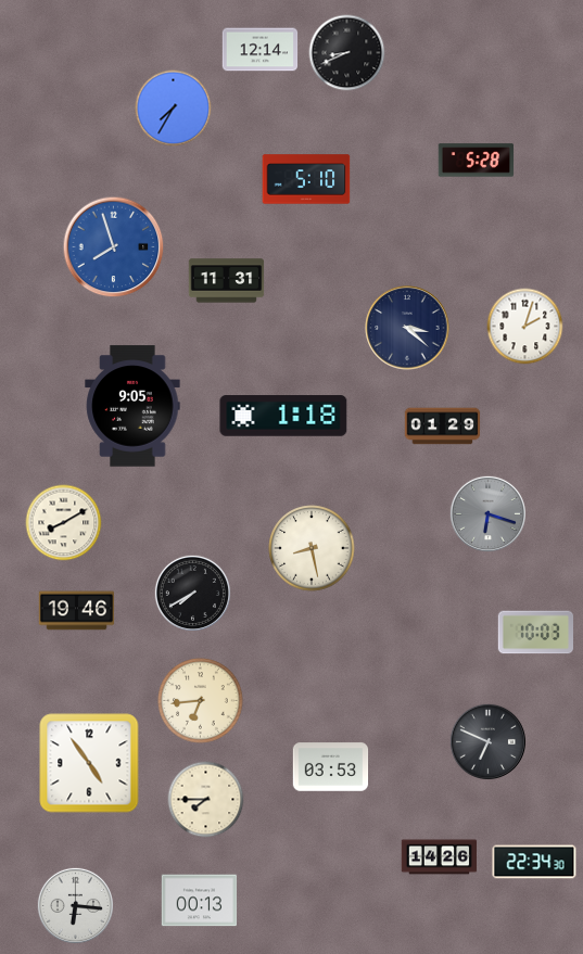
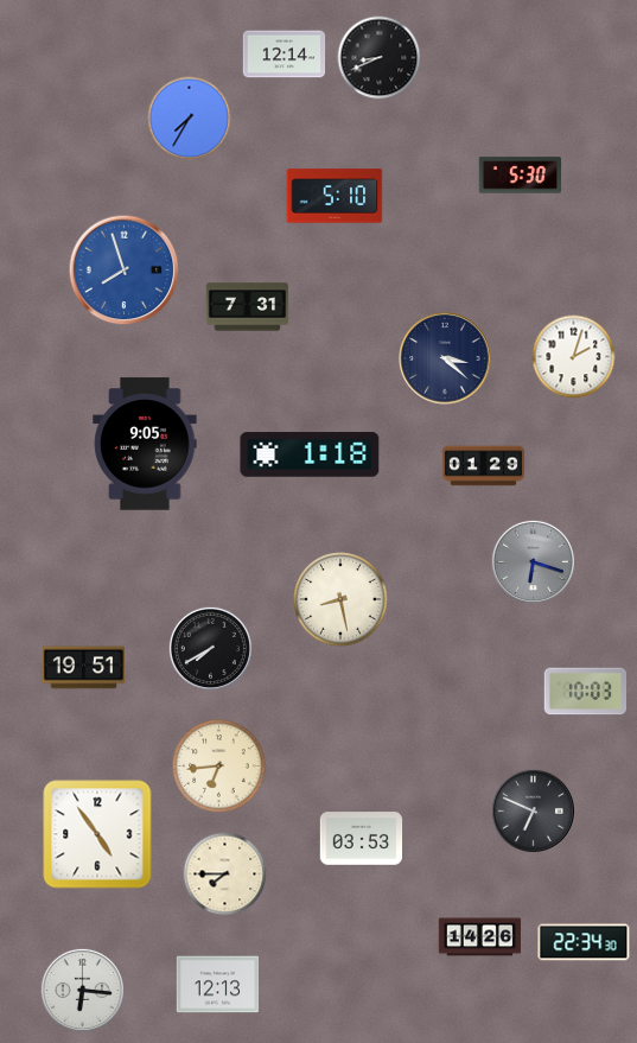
clock at (477, 161): 5:28 -> 5:30
clock at (227, 281): 11:31 -> 7:31
clock at (64, 523): 8:10 -> none
clock at (77, 611): 19:46 -> 19:51
clock at (200, 901): 00:13 -> 12:13
